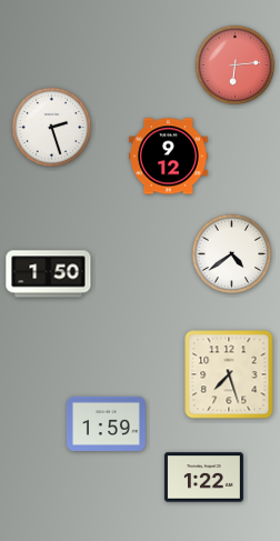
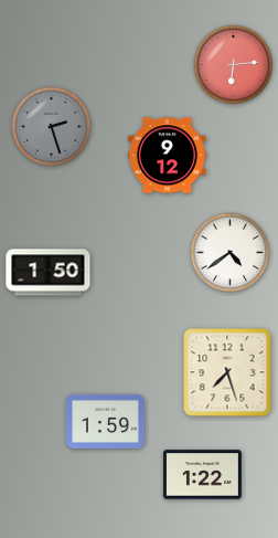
clock at (52, 128) dial: white -> grey
